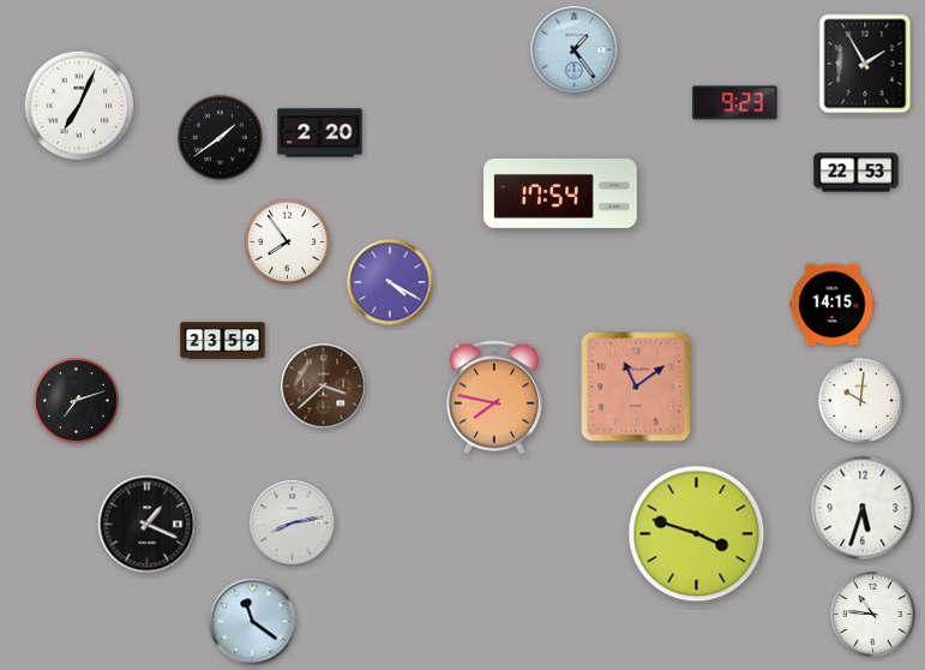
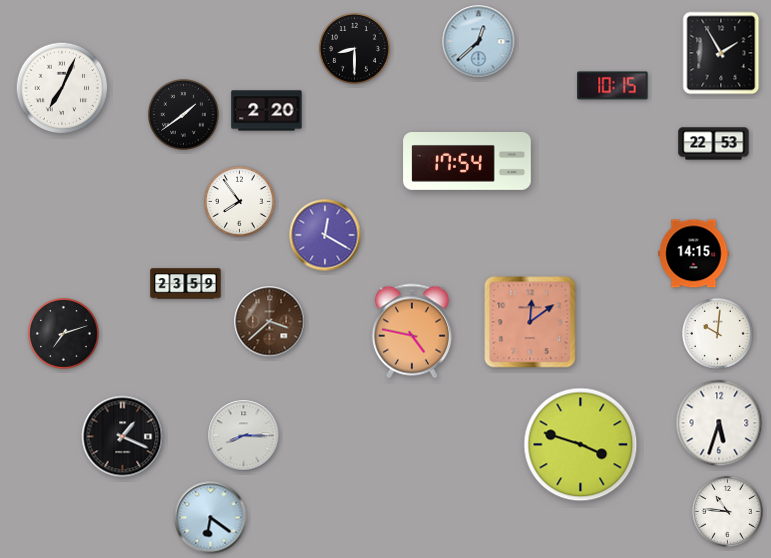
clock at (575, 50): 1:24 -> 12:38
clock at (355, 49): none -> 8:30
clock at (735, 103): 9:23 -> 10:15
clock at (79, 106) position: (79, 106) -> (62, 88)
clock at (390, 282): 4:20 -> 12:20
clock at (636, 387): 11:09 -> 12:09
clock at (494, 397): 7:47 -> 4:47
clock at (293, 524): 8:13 -> 8:15
clock at (253, 622): 11:21 -> 6:21
